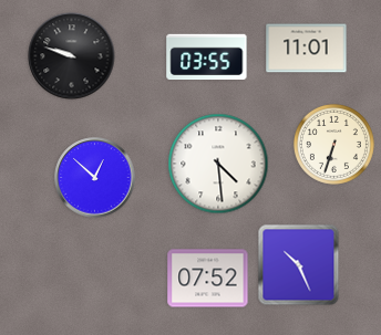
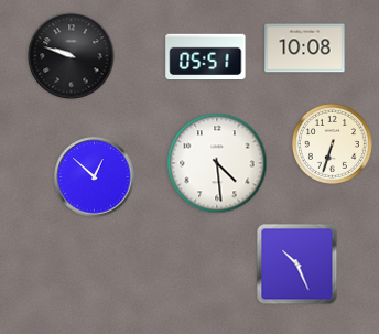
clock at (307, 49): 11:01 -> 10:08
clock at (207, 57): 03:55 -> 05:51
clock at (208, 279): 07:52 -> none
